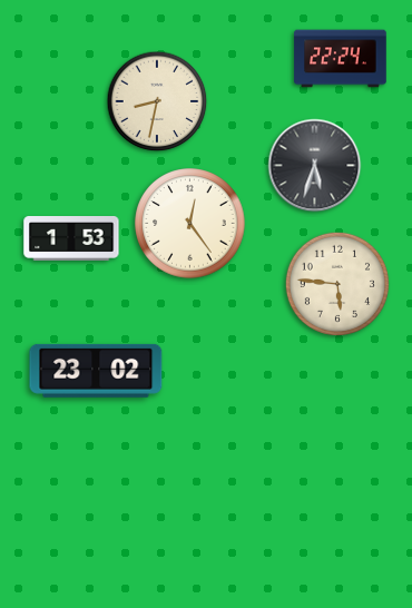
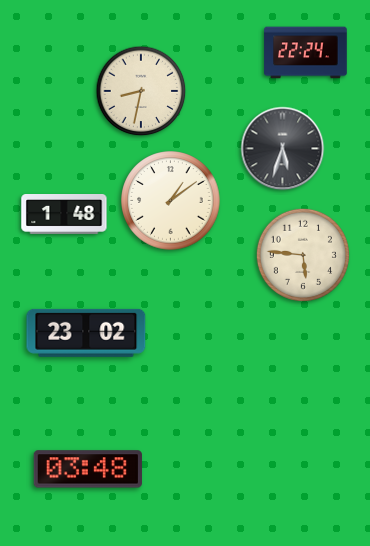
clock at (190, 224): 12:24 -> 1:09
clock at (71, 239): 1:53 -> 1:48
clock at (88, 469): none -> 03:48
